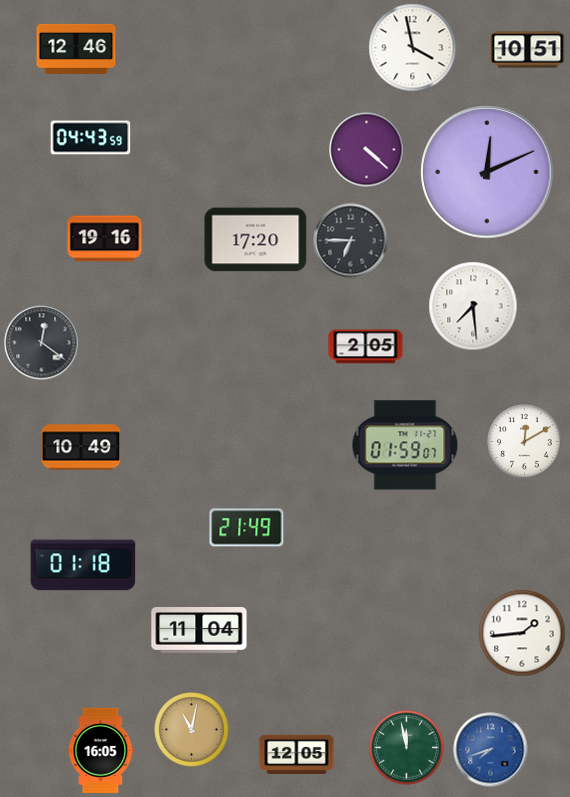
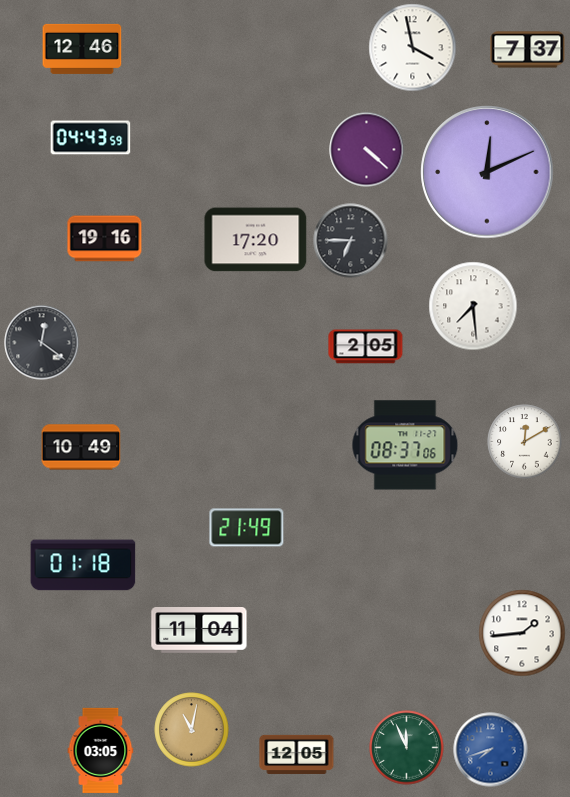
clock at (76, 49) position: (76, 49) -> (82, 49)
clock at (528, 50): 10:51 -> 7:37
clock at (405, 445): 01:59 -> 08:37
clock at (407, 748): 11:58 -> 11:56
clock at (101, 750): 16:05 -> 03:05
